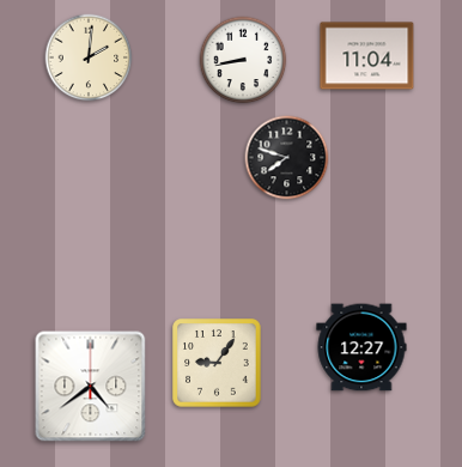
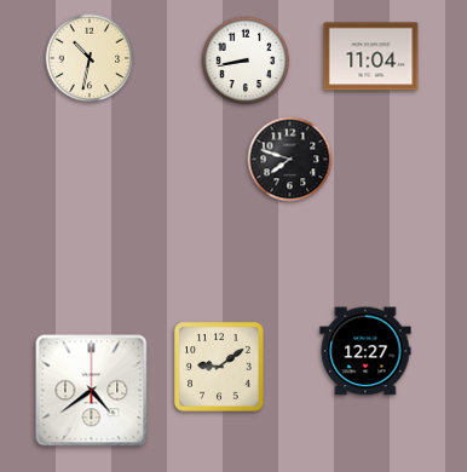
clock at (89, 57): 2:01 -> 10:32
clock at (217, 363): 9:06 -> 9:09
